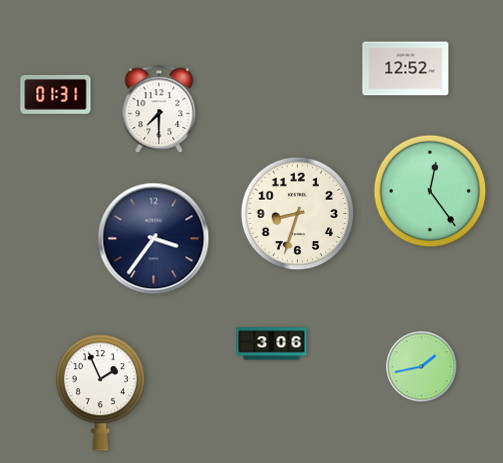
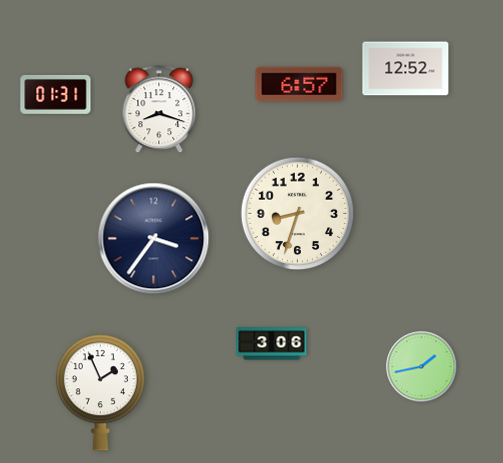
clock at (299, 84): none -> 6:57
clock at (159, 110): 7:30 -> 8:18
clock at (430, 191): 12:24 -> none
